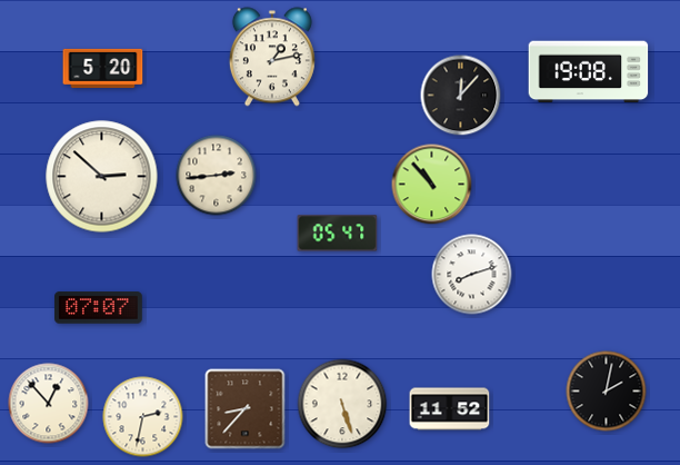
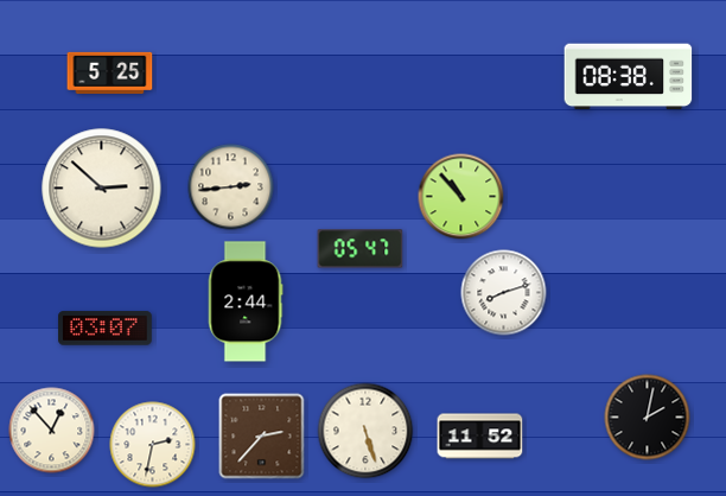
clock at (272, 57): 1:13 -> none
clock at (103, 68): 5:20 -> 5:25
clock at (589, 72): 19:08 -> 08:38
clock at (461, 96): 12:07 -> none
clock at (102, 177) position: (102, 177) -> (102, 189)
clock at (246, 301): none -> 2:44
clock at (99, 308): 07:07 -> 03:07
clock at (246, 409): 8:37 -> 2:37
